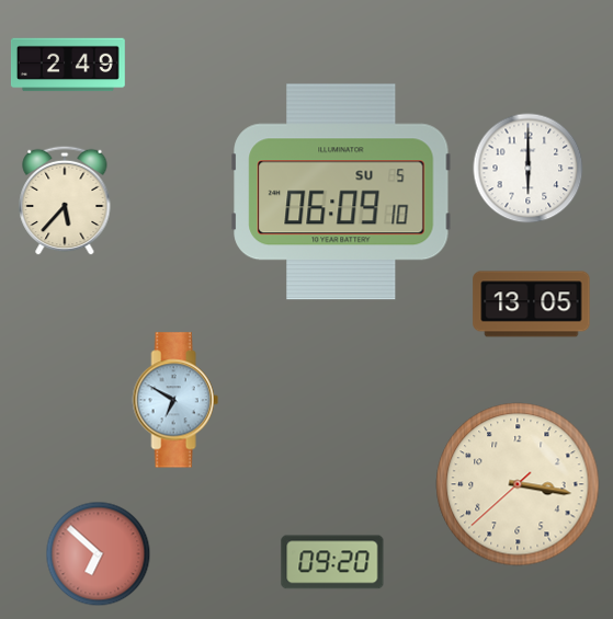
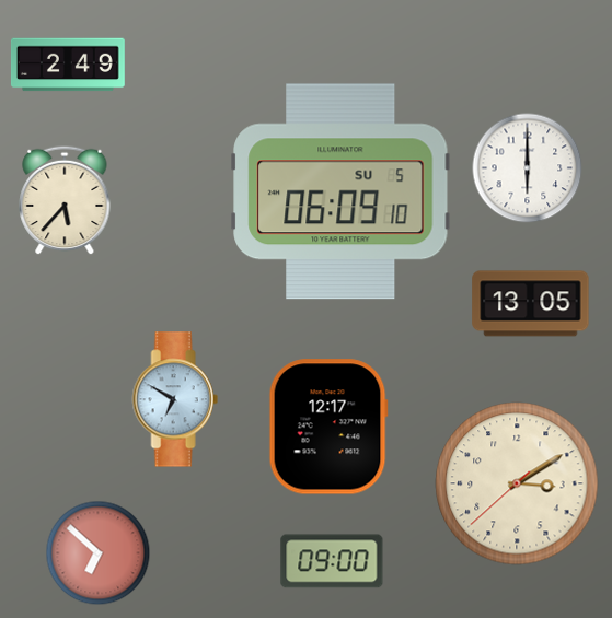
clock at (328, 427): none -> 12:17
clock at (518, 484): 3:16 -> 3:09
clock at (332, 562): 09:20 -> 09:00
